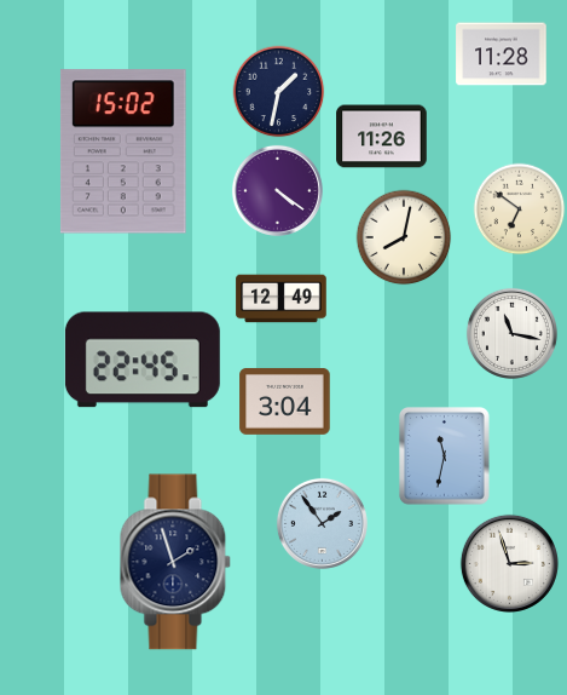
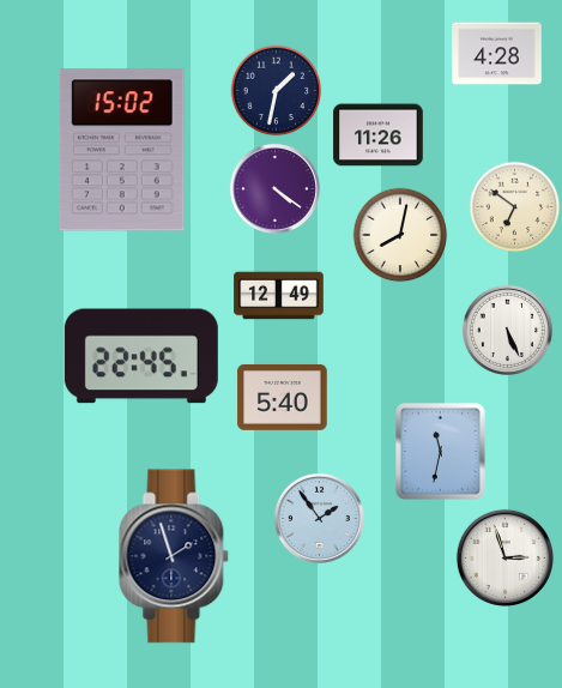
clock at (502, 54): 11:28 -> 4:28
clock at (511, 333): 11:17 -> 5:26
clock at (285, 401): 3:04 -> 5:40
